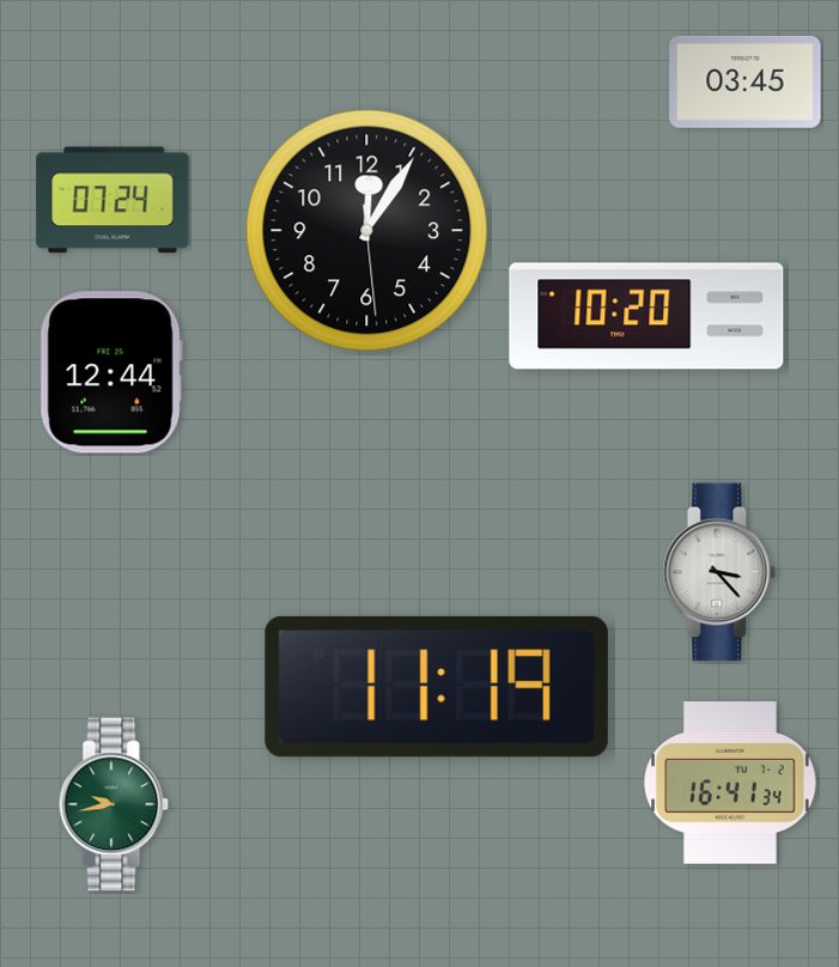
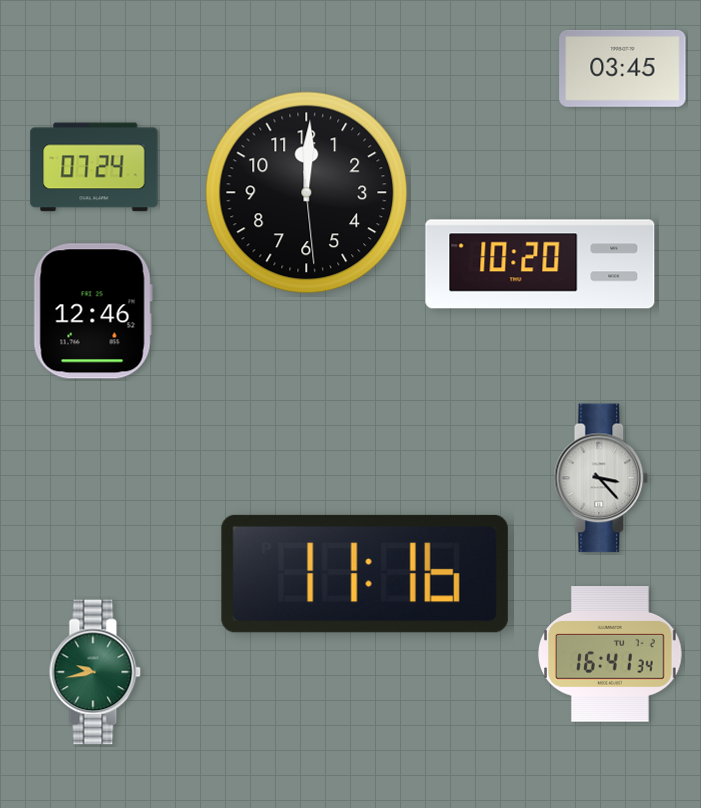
clock at (367, 231): 12:05 -> 12:00
clock at (111, 372): 12:44 -> 12:46
clock at (437, 687): 11:19 -> 11:16
